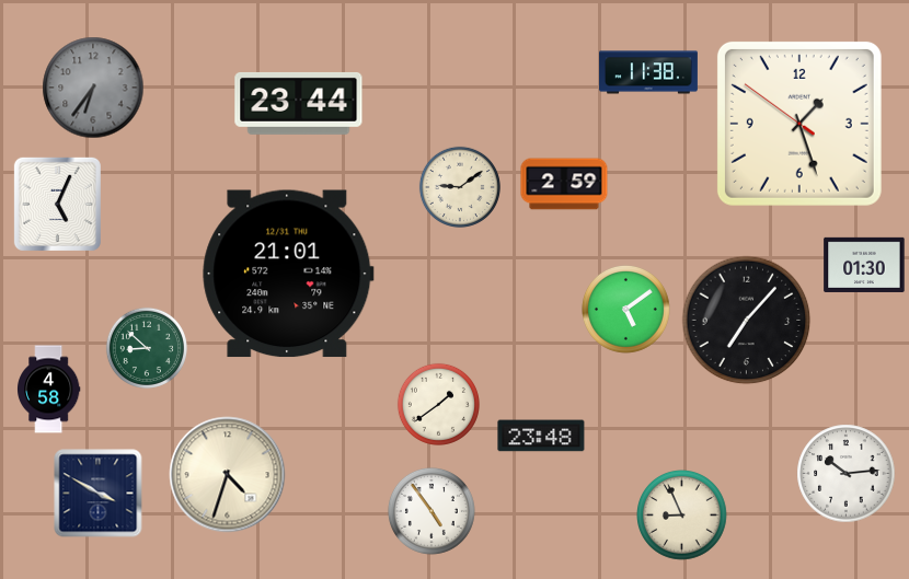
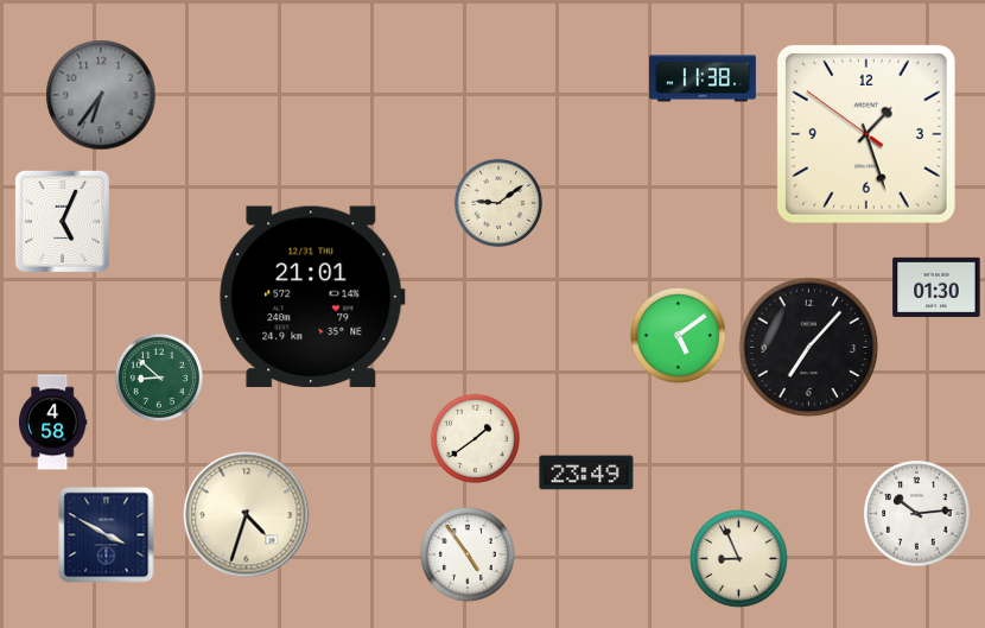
clock at (299, 103): 23:44 -> none
clock at (564, 184): 2:59 -> none
clock at (541, 436): 23:48 -> 23:49
